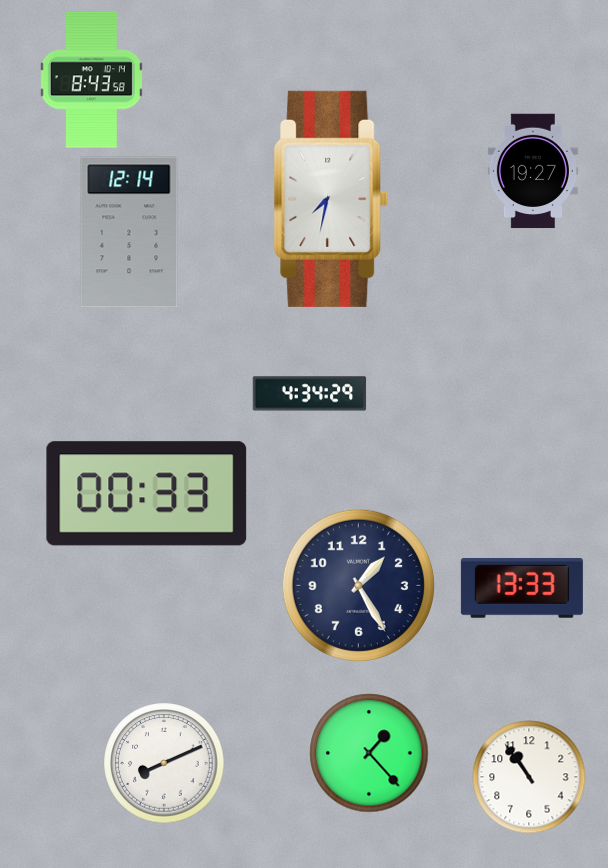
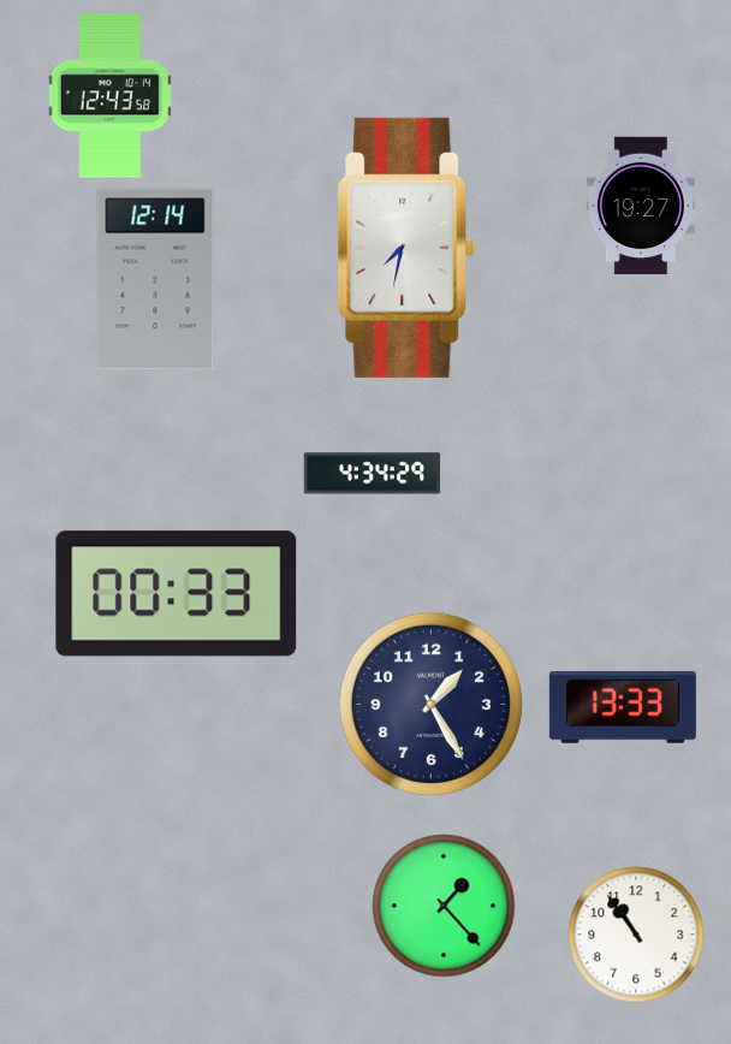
clock at (91, 80): 8:43 -> 12:43
clock at (331, 199) position: (331, 199) -> (406, 248)
clock at (522, 588) position: (522, 588) -> (623, 707)
clock at (164, 763): 8:11 -> none
